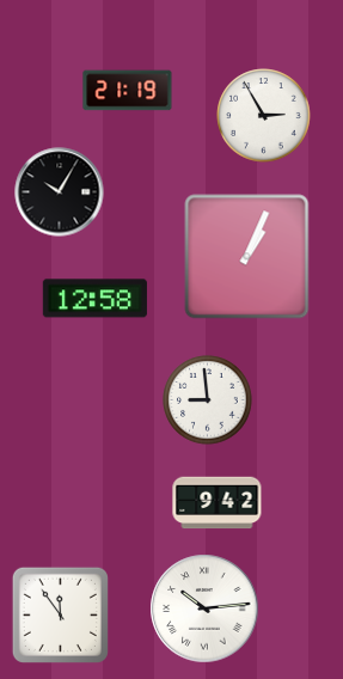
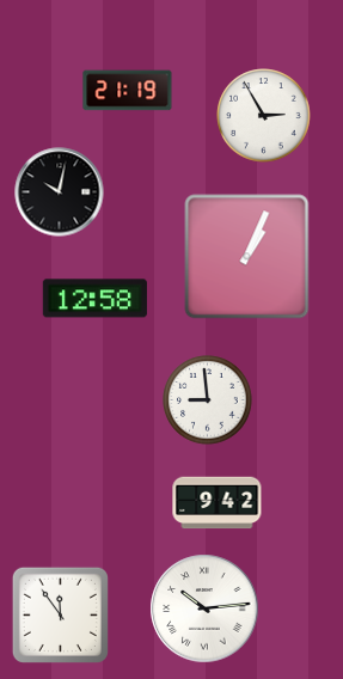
clock at (60, 192): 10:05 -> 10:02
